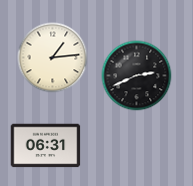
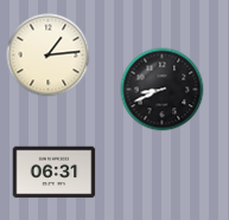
clock at (53, 58) position: (53, 58) -> (49, 56)
clock at (137, 76): 2:41 -> 8:41
